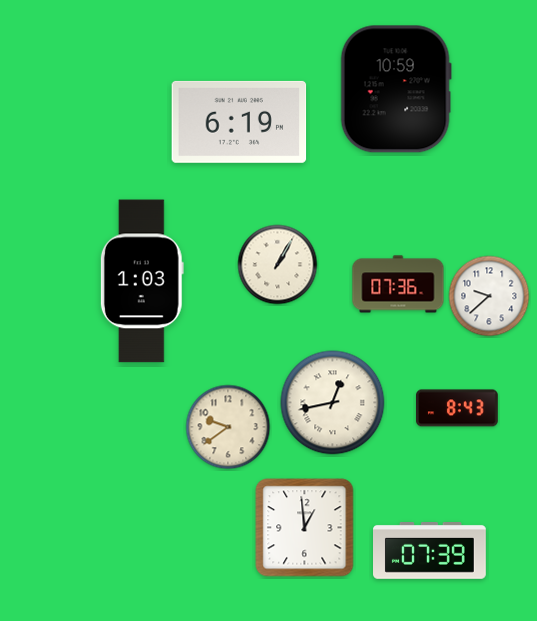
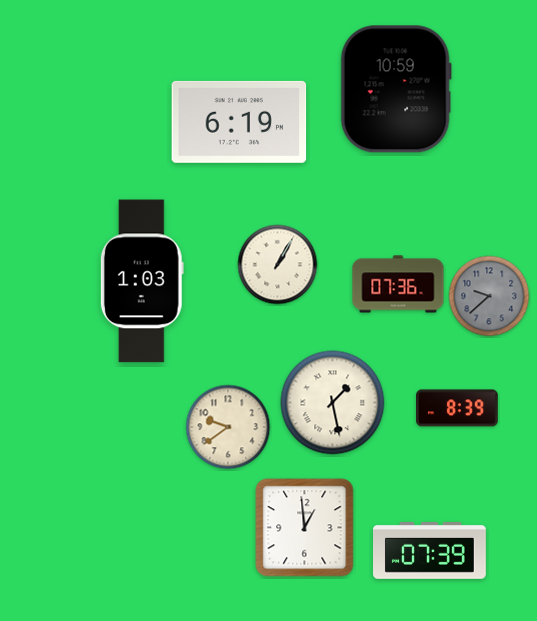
clock at (489, 296) dial: white -> grey
clock at (333, 403): 12:43 -> 1:28
clock at (458, 408): 8:43 -> 8:39
